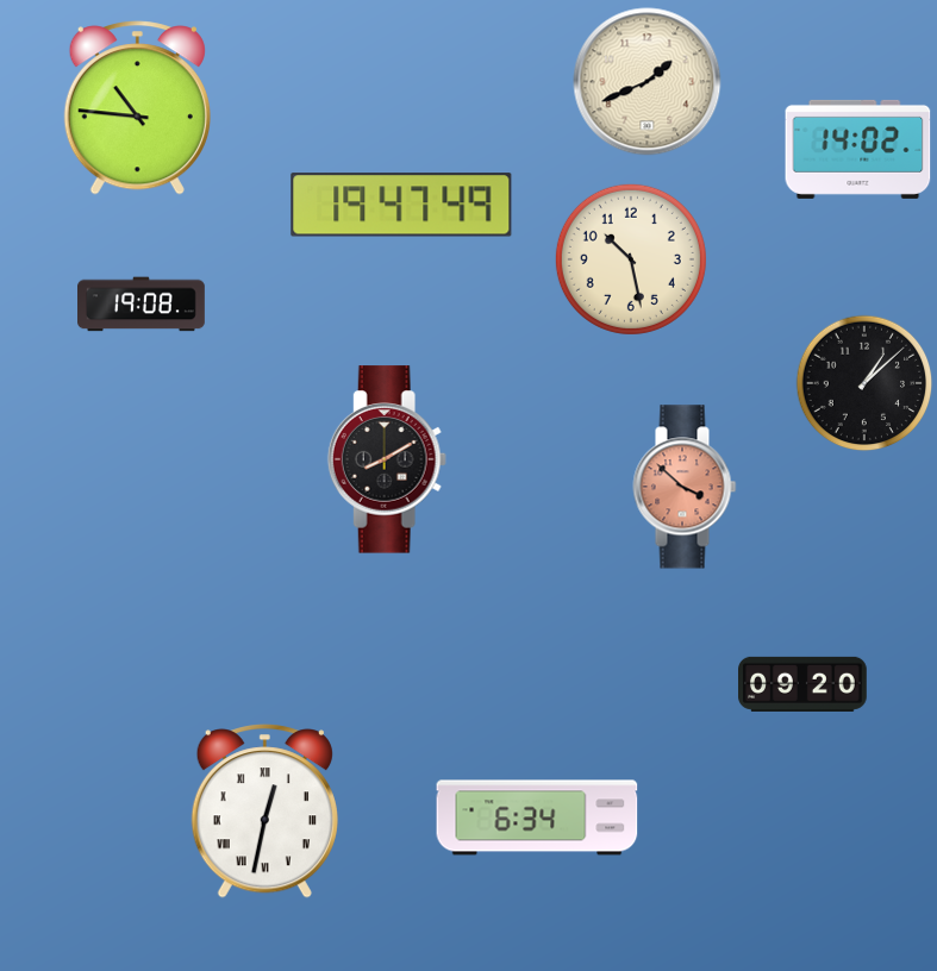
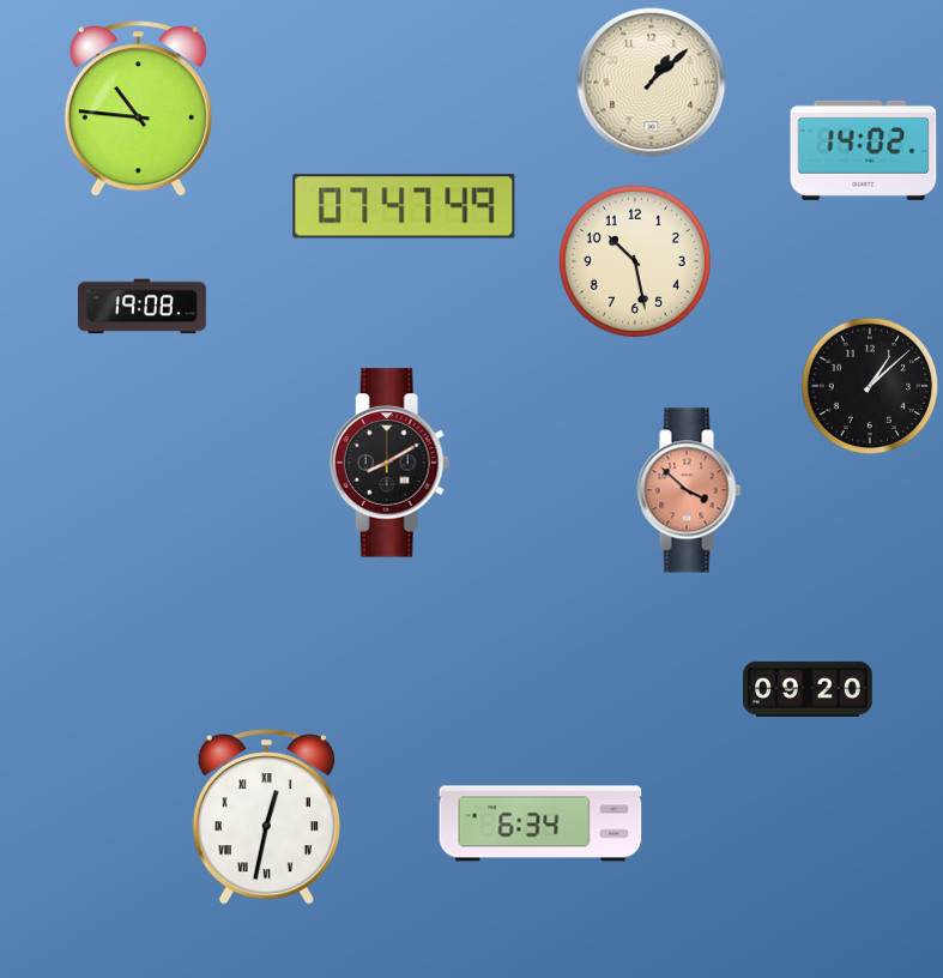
clock at (648, 82): 1:41 -> 1:08
clock at (401, 205): 19:47 -> 07:47
